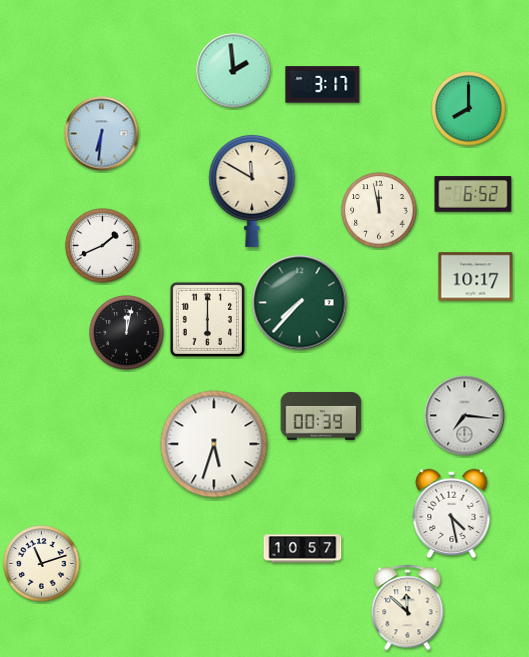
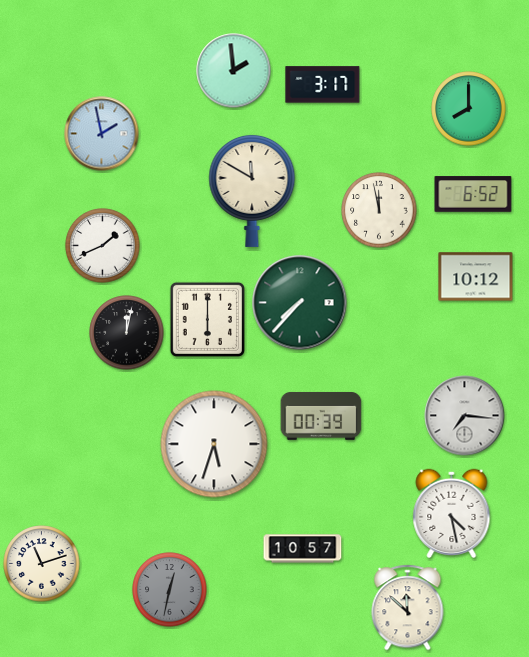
clock at (102, 134): 6:31 -> 1:58
clock at (476, 277): 10:17 -> 10:12
clock at (170, 590): none -> 12:32
